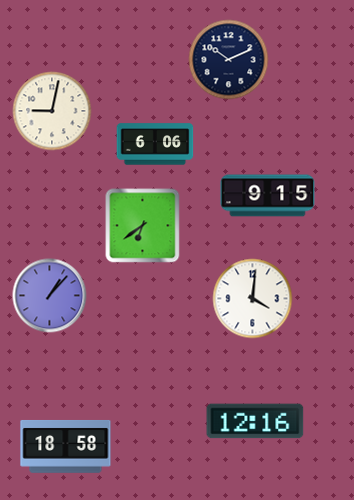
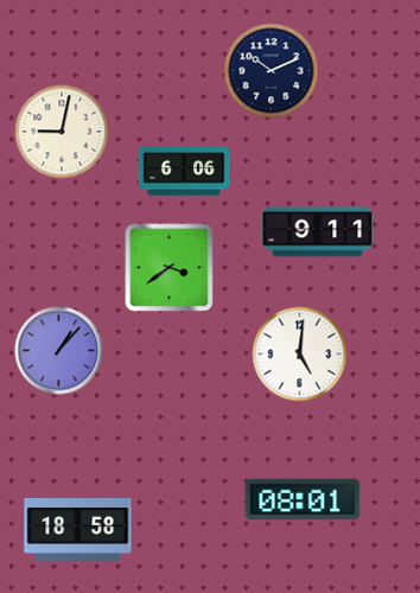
clock at (268, 196): 9:15 -> 9:11
clock at (143, 226): 6:39 -> 3:39
clock at (253, 299): 4:01 -> 5:01
clock at (255, 421): 12:16 -> 08:01
